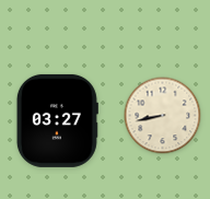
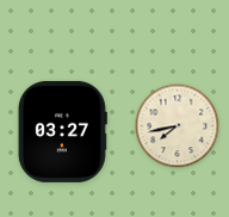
clock at (163, 116): 8:43 -> 7:43
